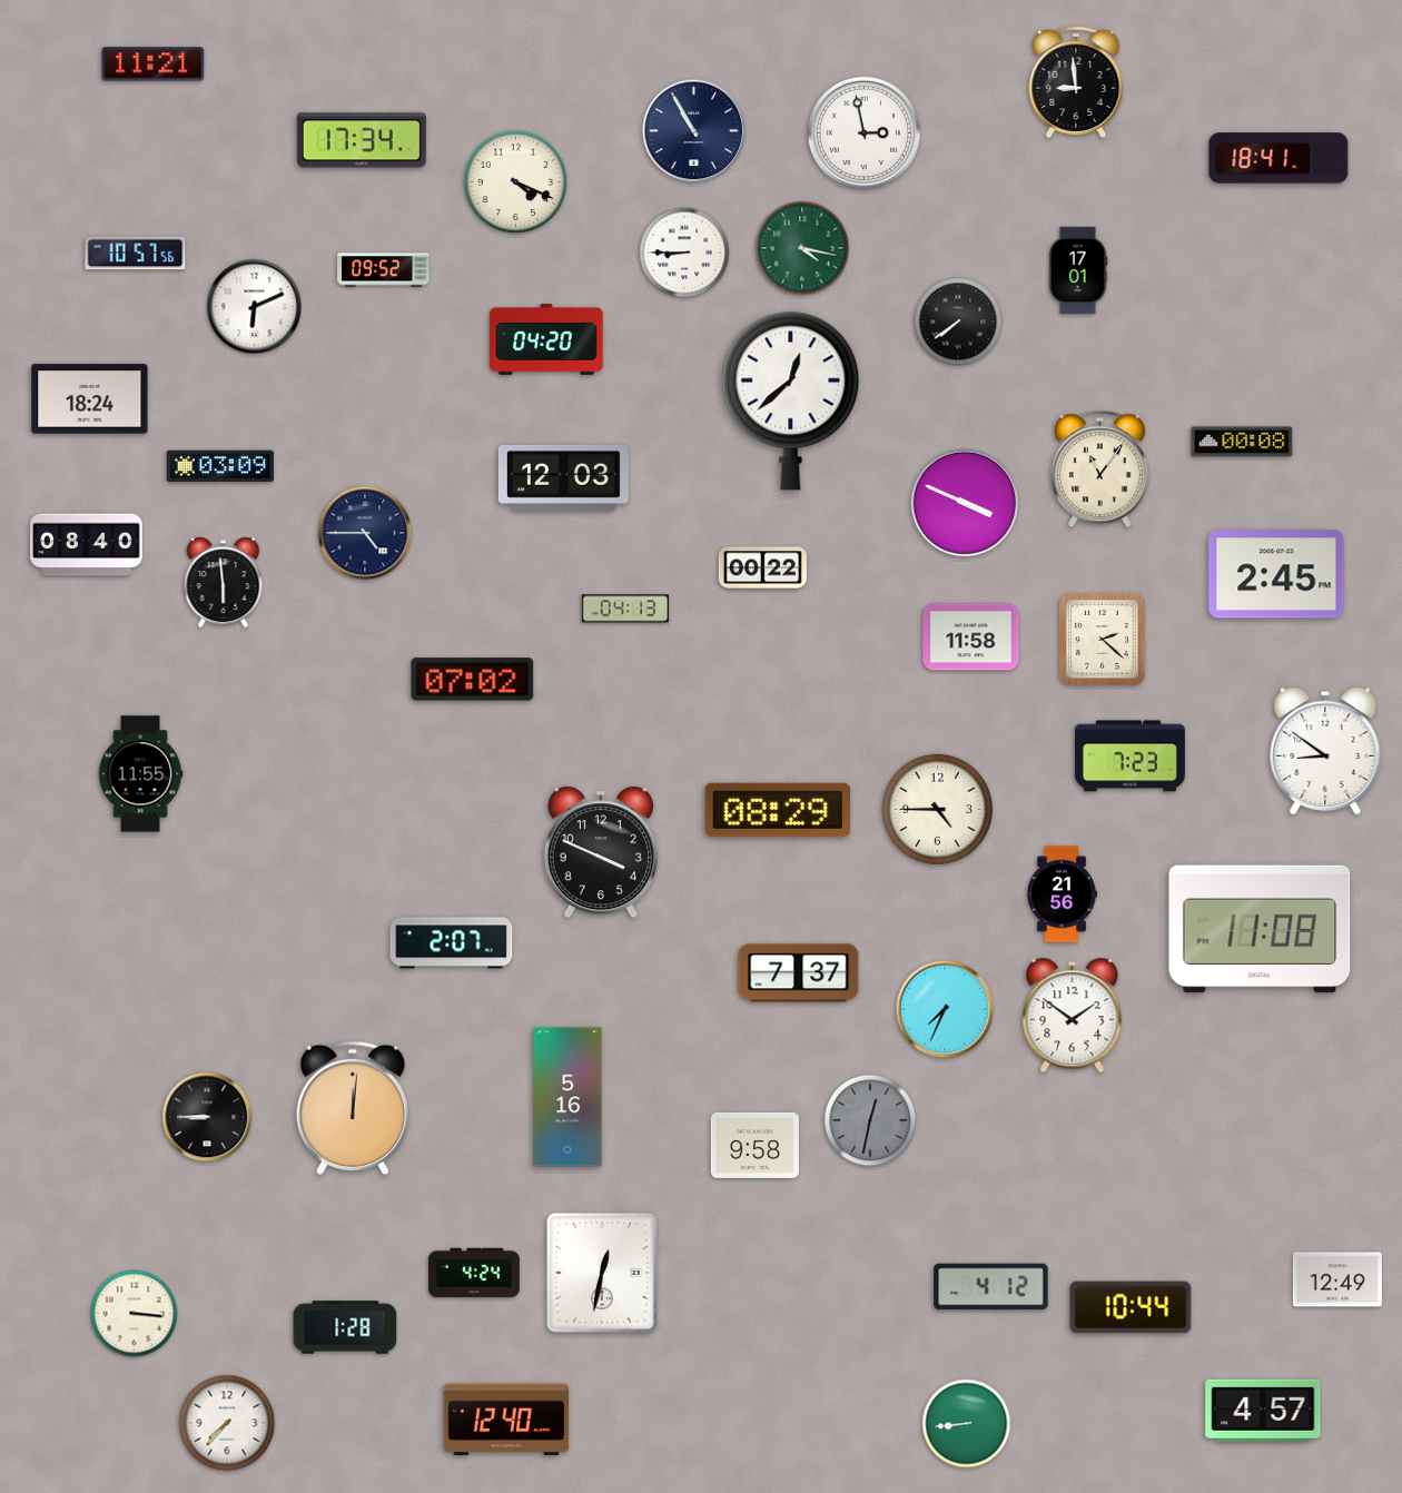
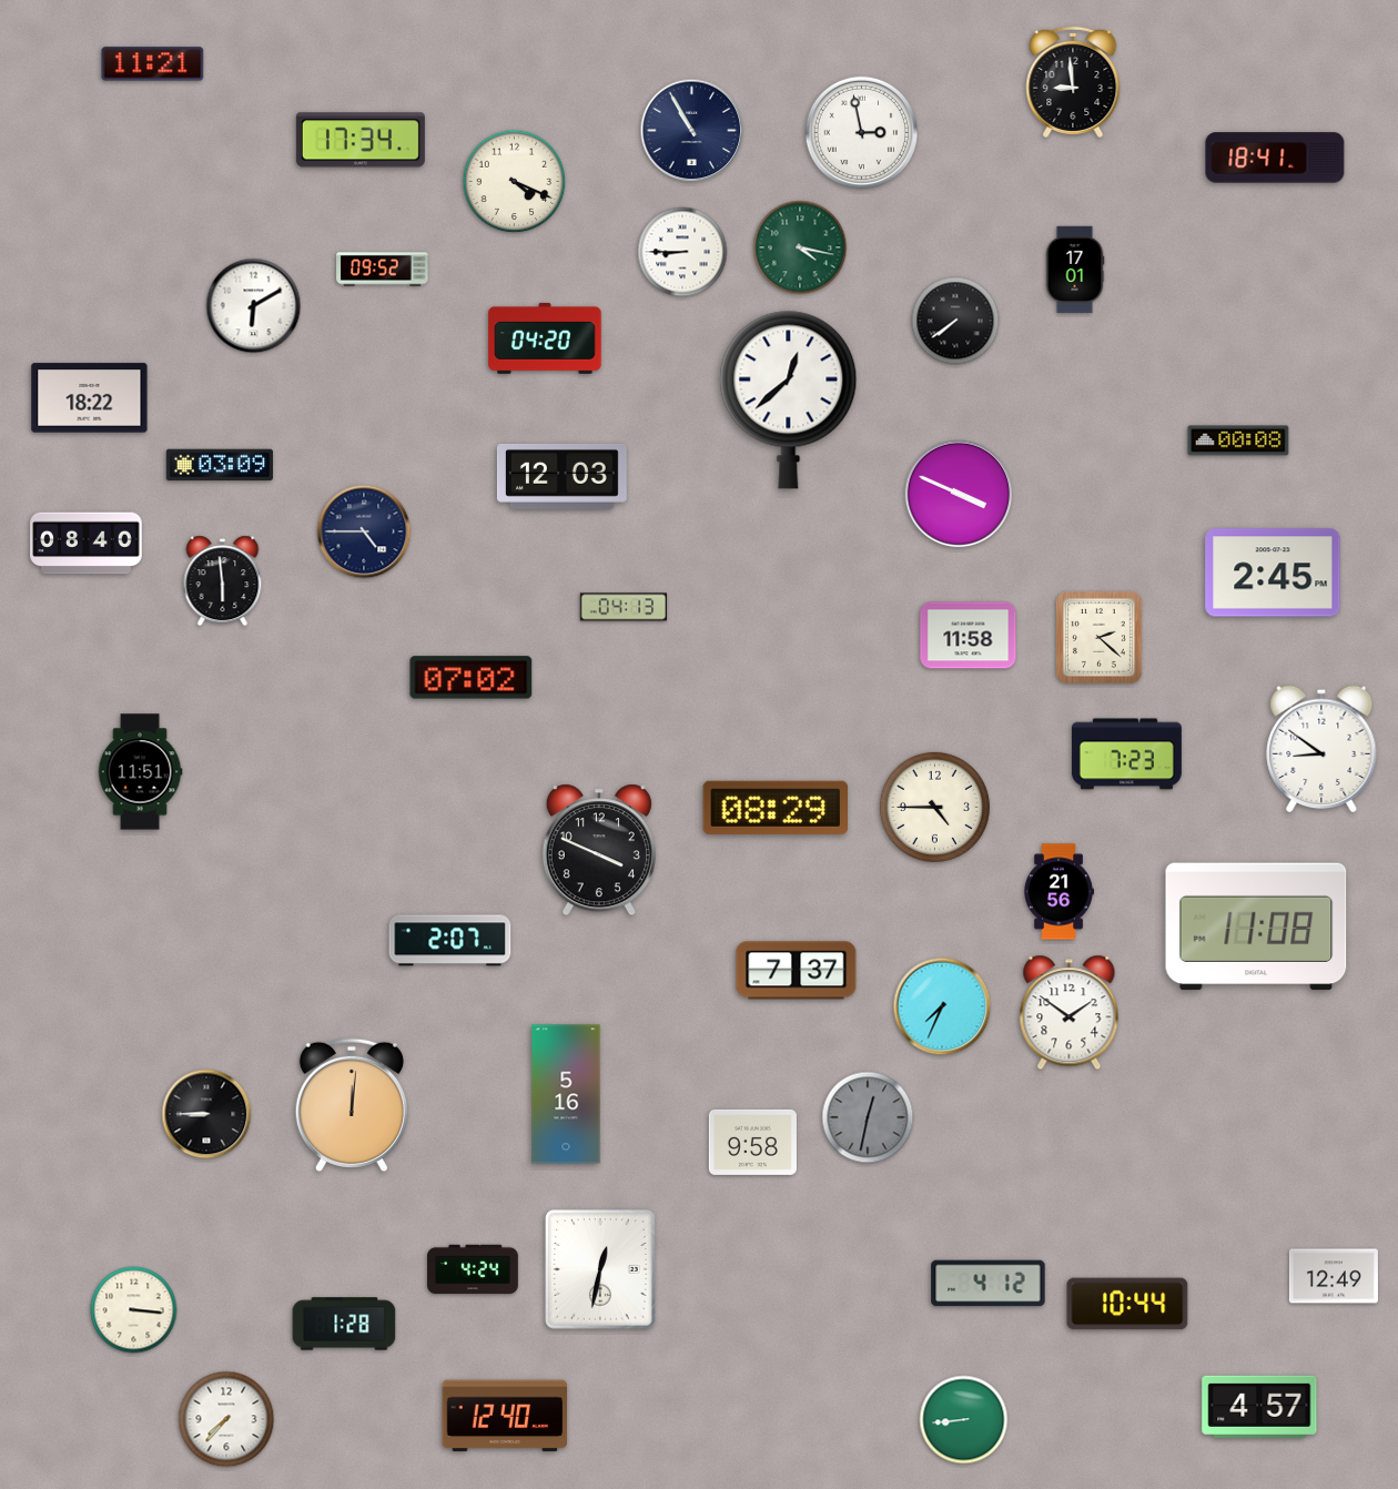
clock at (136, 254): 10:57 -> none
clock at (255, 307): 6:11 -> 6:10
clock at (90, 399): 18:24 -> 18:22
clock at (1099, 469): 11:06 -> none
clock at (965, 503) position: (965, 503) -> (959, 494)
clock at (762, 568): 00:22 -> none
clock at (140, 774): 11:55 -> 11:51
